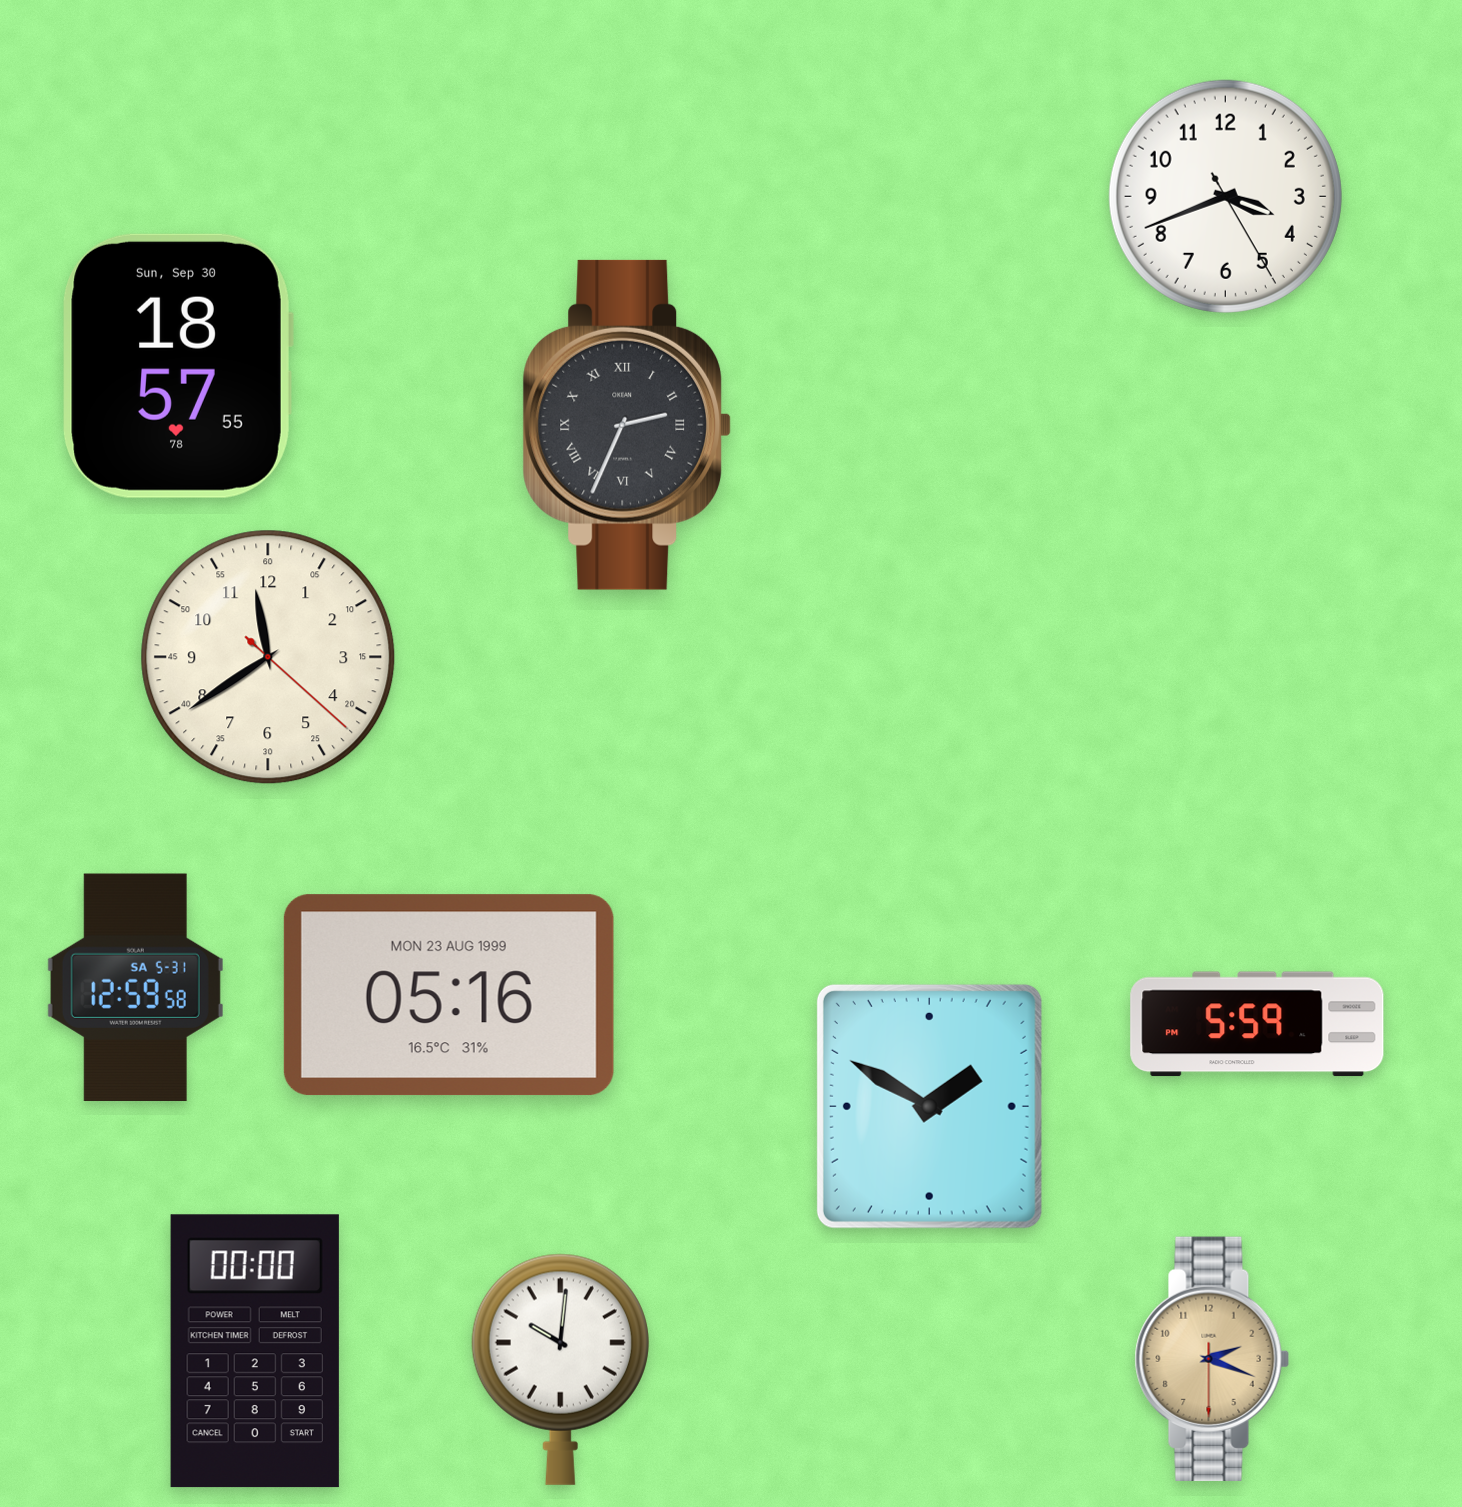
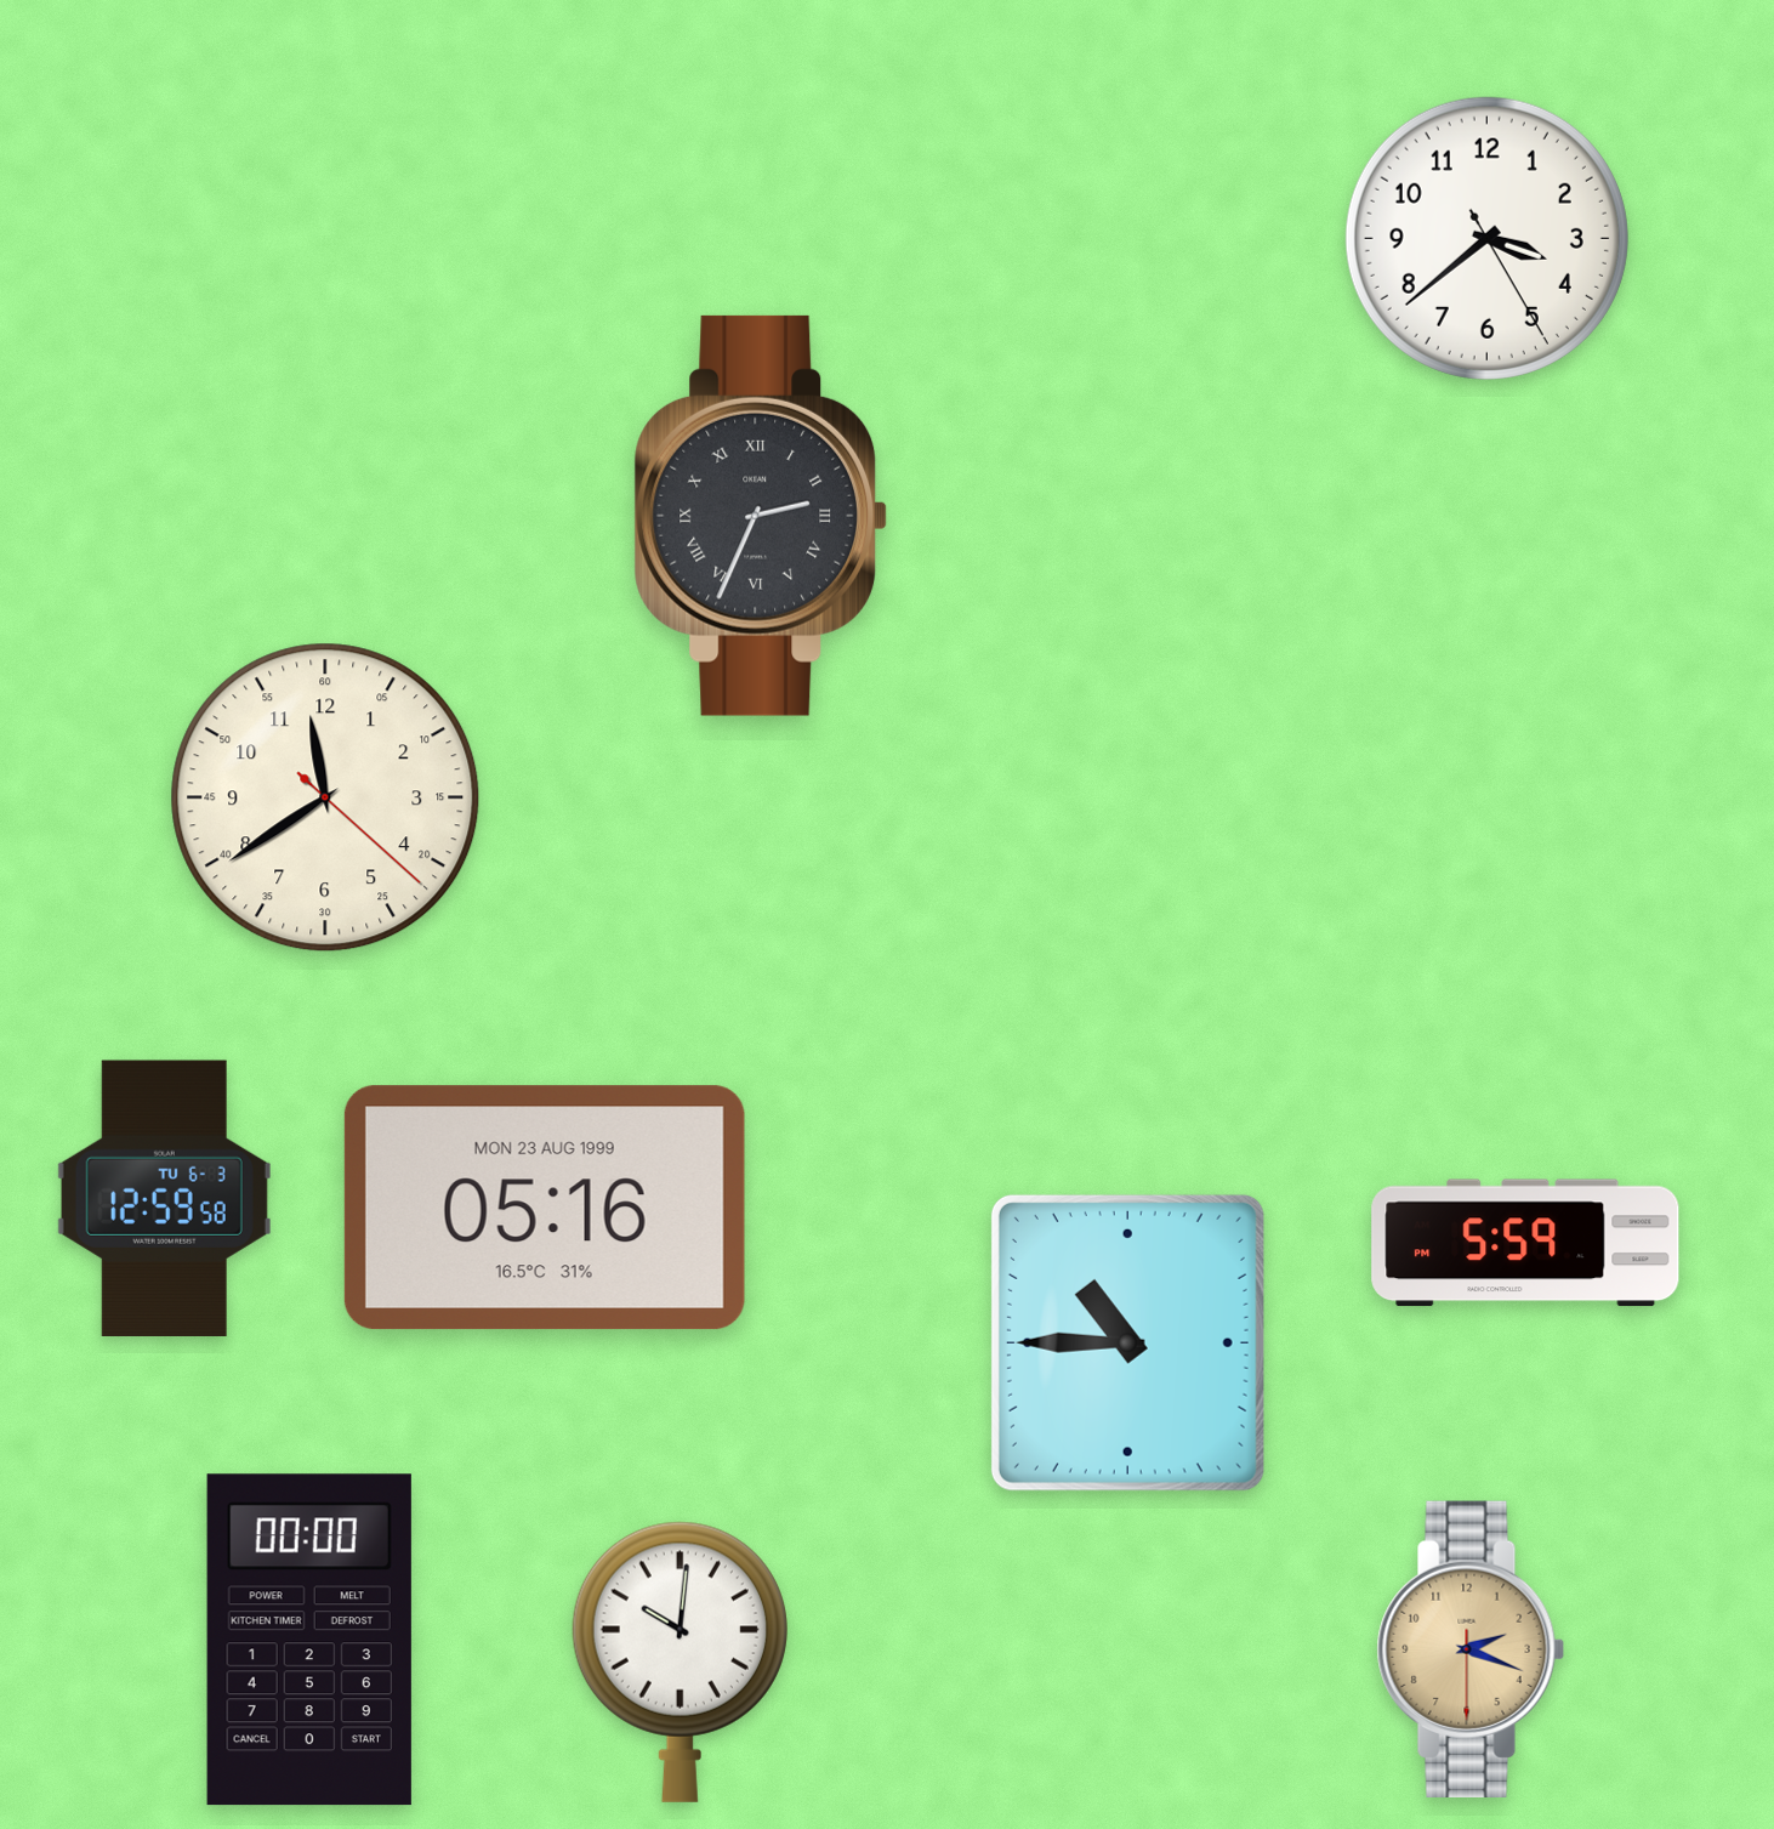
clock at (1225, 196): 3:41 -> 3:38
clock at (178, 366): 18:57 -> none
clock at (135, 987) date: SA 5-31 -> TU 6-3
clock at (929, 1106): 1:50 -> 10:45
